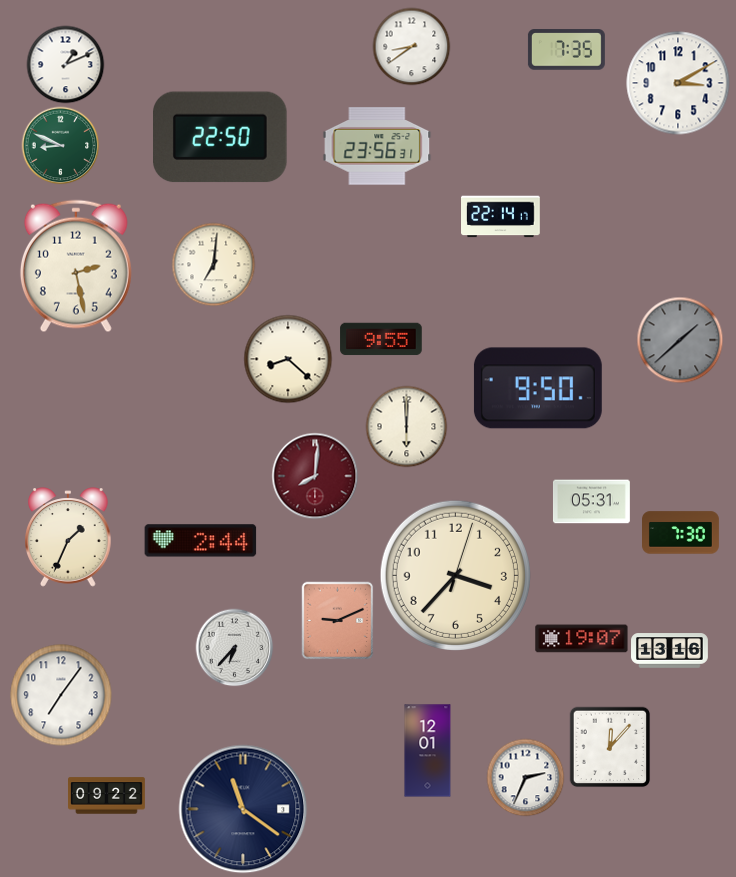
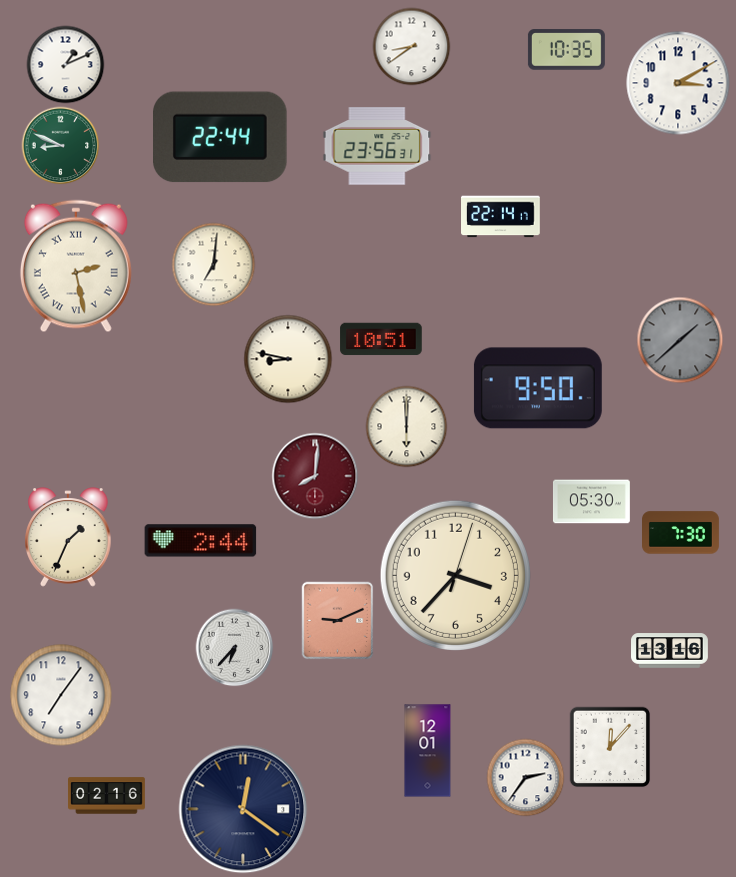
clock at (566, 50): 7:35 -> 10:35
clock at (220, 137): 22:50 -> 22:44
clock at (76, 266) numerals: Arabic -> Roman
clock at (381, 339): 9:55 -> 10:51
clock at (288, 359): 8:22 -> 8:47
clock at (591, 502): 05:31 -> 05:30
clock at (582, 639): 19:07 -> none
clock at (525, 777): 2:34 -> 2:36
clock at (107, 796): 09:22 -> 02:16
clock at (243, 809): 11:21 -> 12:21
